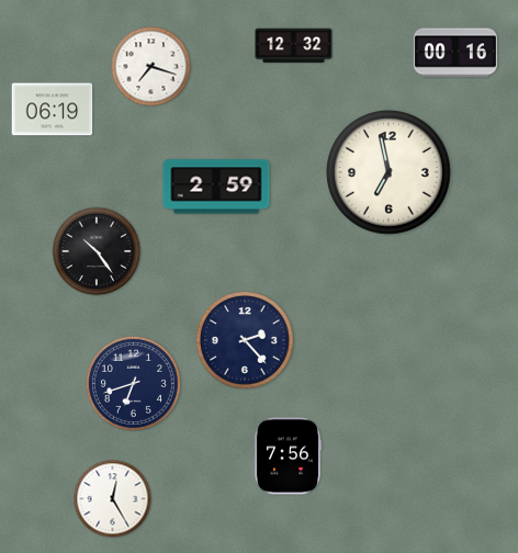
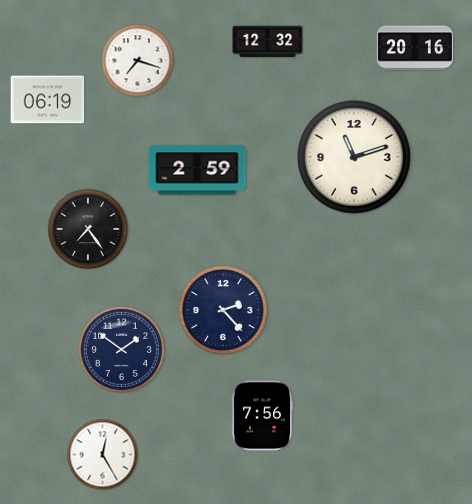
clock at (455, 53): 00:16 -> 20:16
clock at (390, 173): 6:58 -> 11:12
clock at (97, 251): 10:24 -> 7:24
clock at (133, 383): 6:42 -> 1:51
